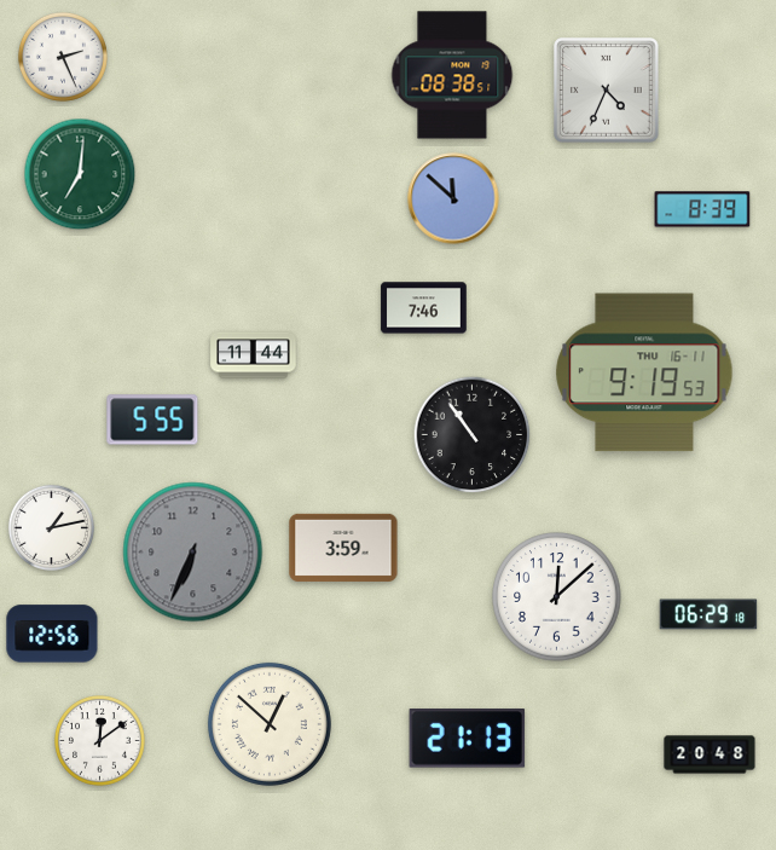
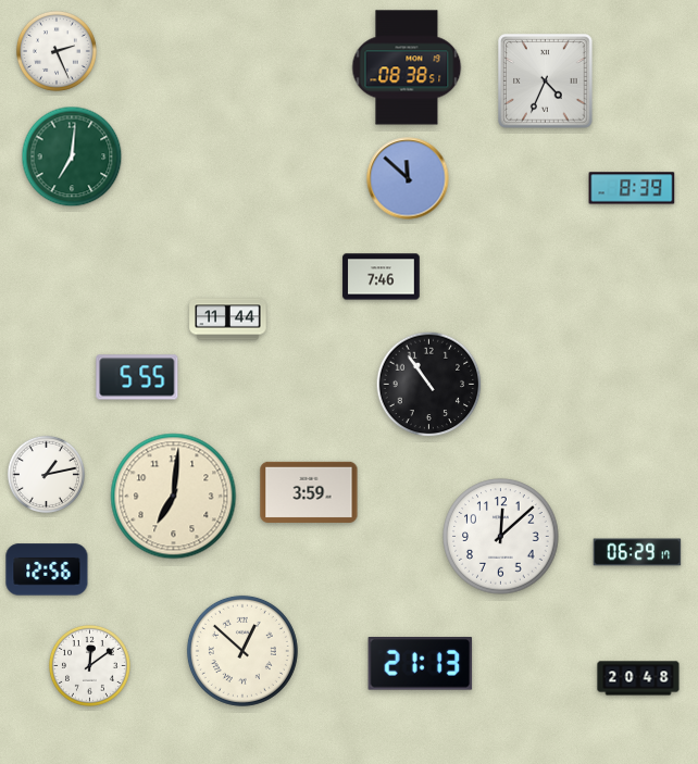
clock at (644, 372): 9:19 -> none
clock at (473, 435) position: (473, 435) -> (429, 385)
clock at (193, 553): 6:34 -> 7:01
clock at (193, 553) dial: grey -> cream
clock at (708, 614): 06:29:18 -> 06:29:17
